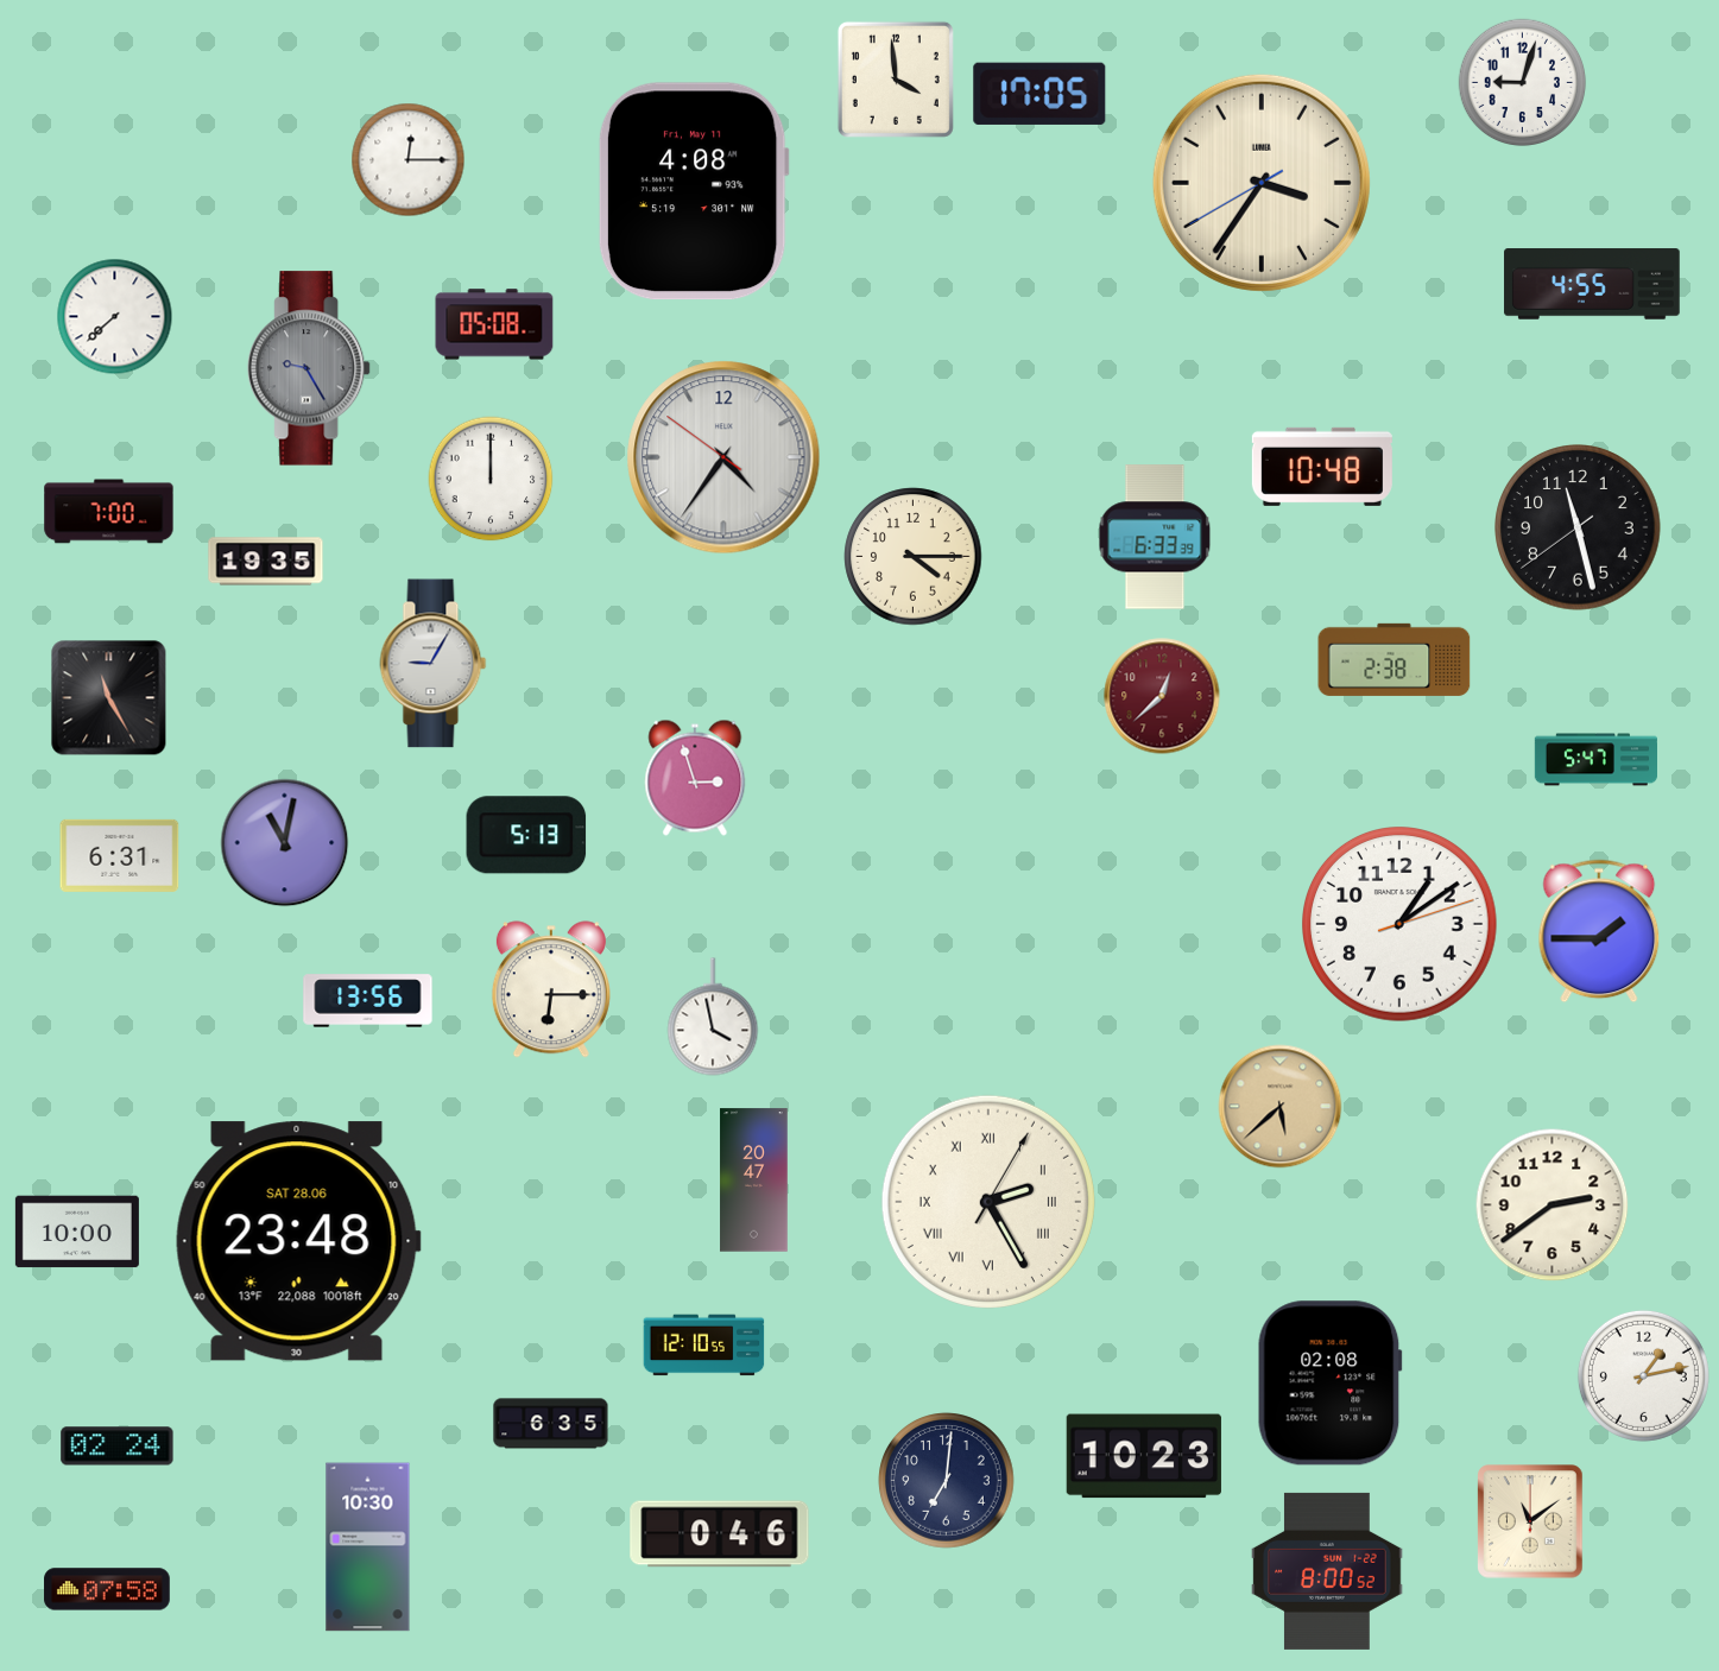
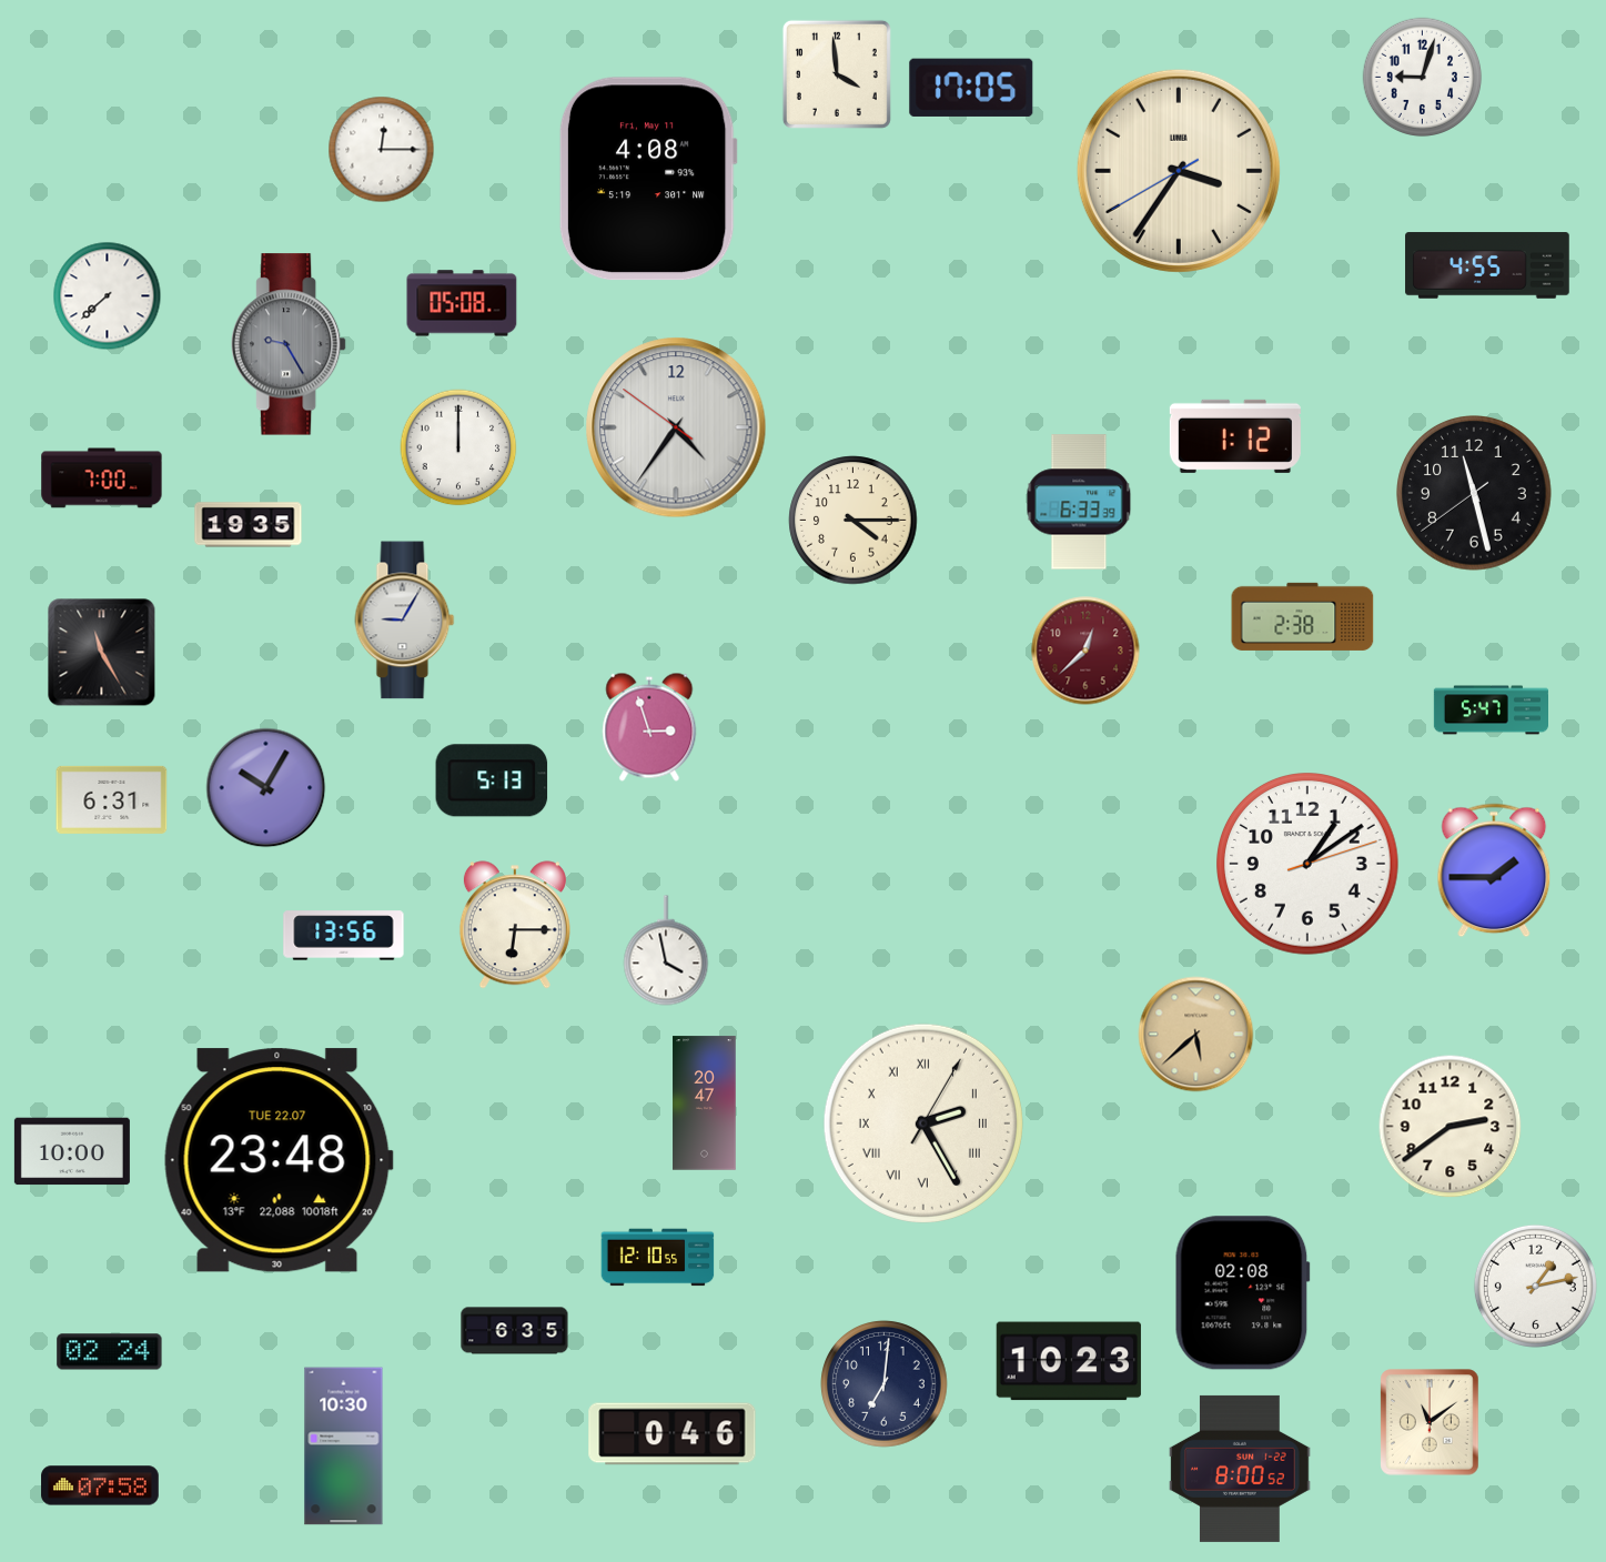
clock at (1322, 467): 10:48 -> 1:12
clock at (285, 843): 11:02 -> 10:05
clock at (298, 1241) date: SAT 28.06 -> TUE 22.07
